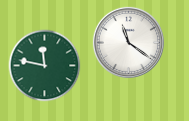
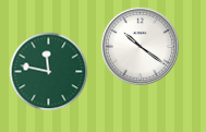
clock at (128, 42): 11:21 -> 10:21
